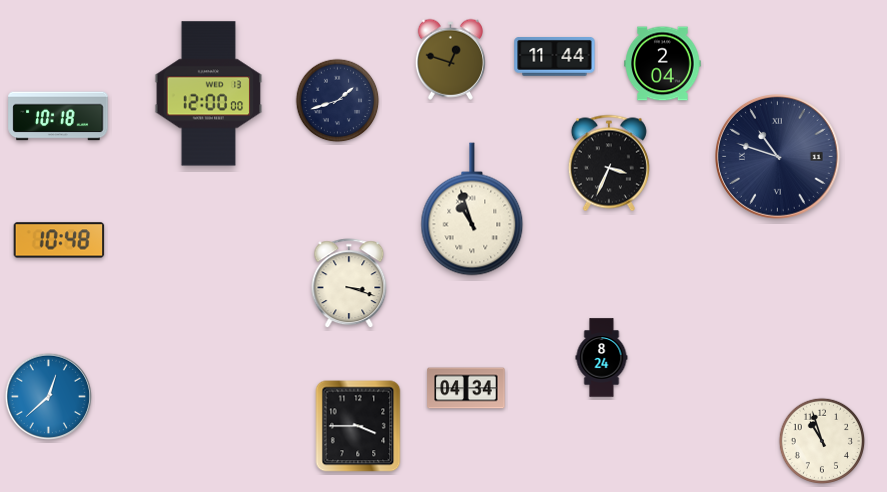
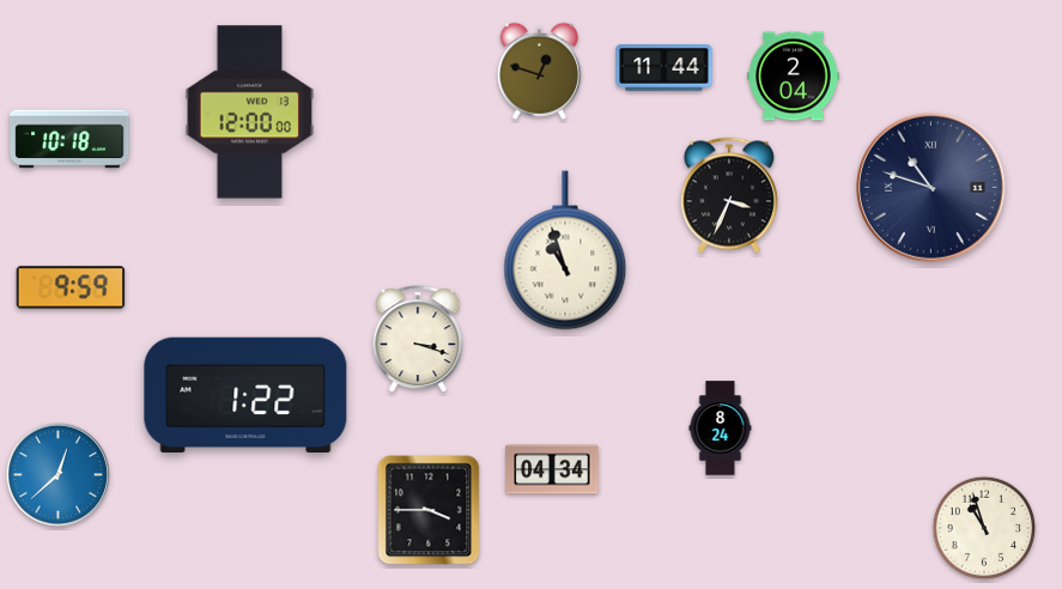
clock at (338, 101): 1:42 -> none
clock at (59, 240): 10:48 -> 9:59
clock at (245, 395): none -> 1:22
clock at (466, 388) position: (466, 388) -> (552, 469)
